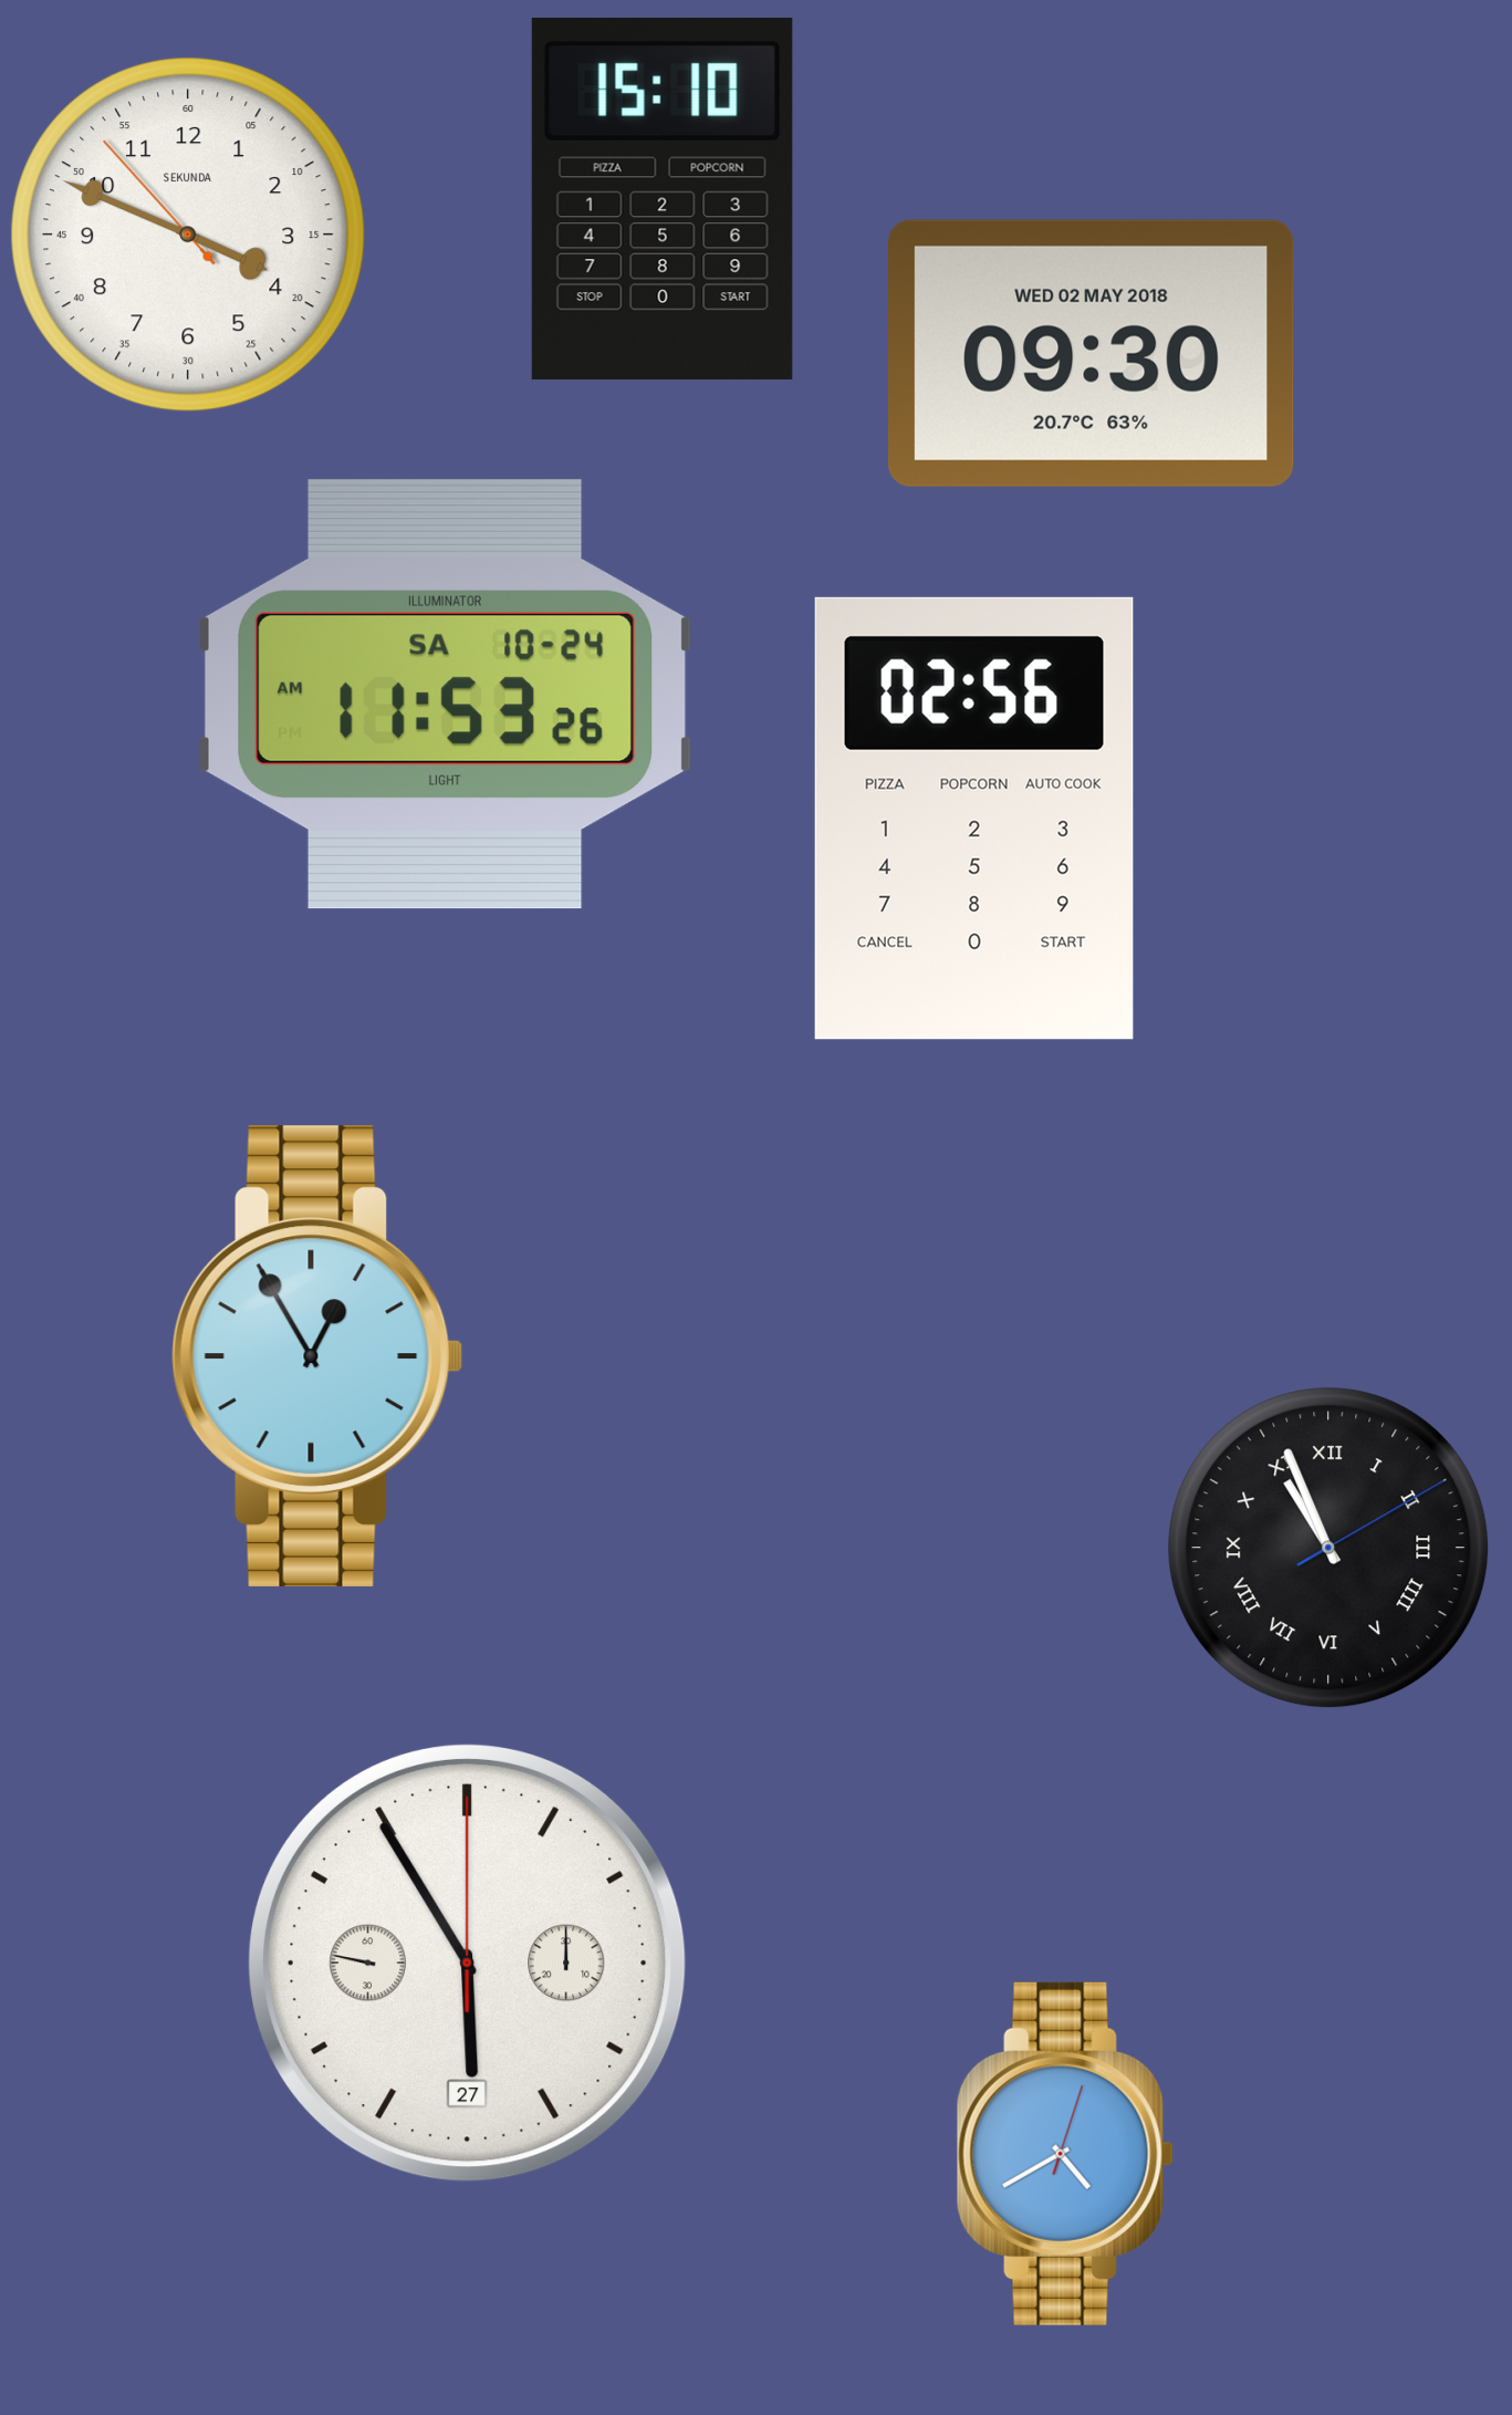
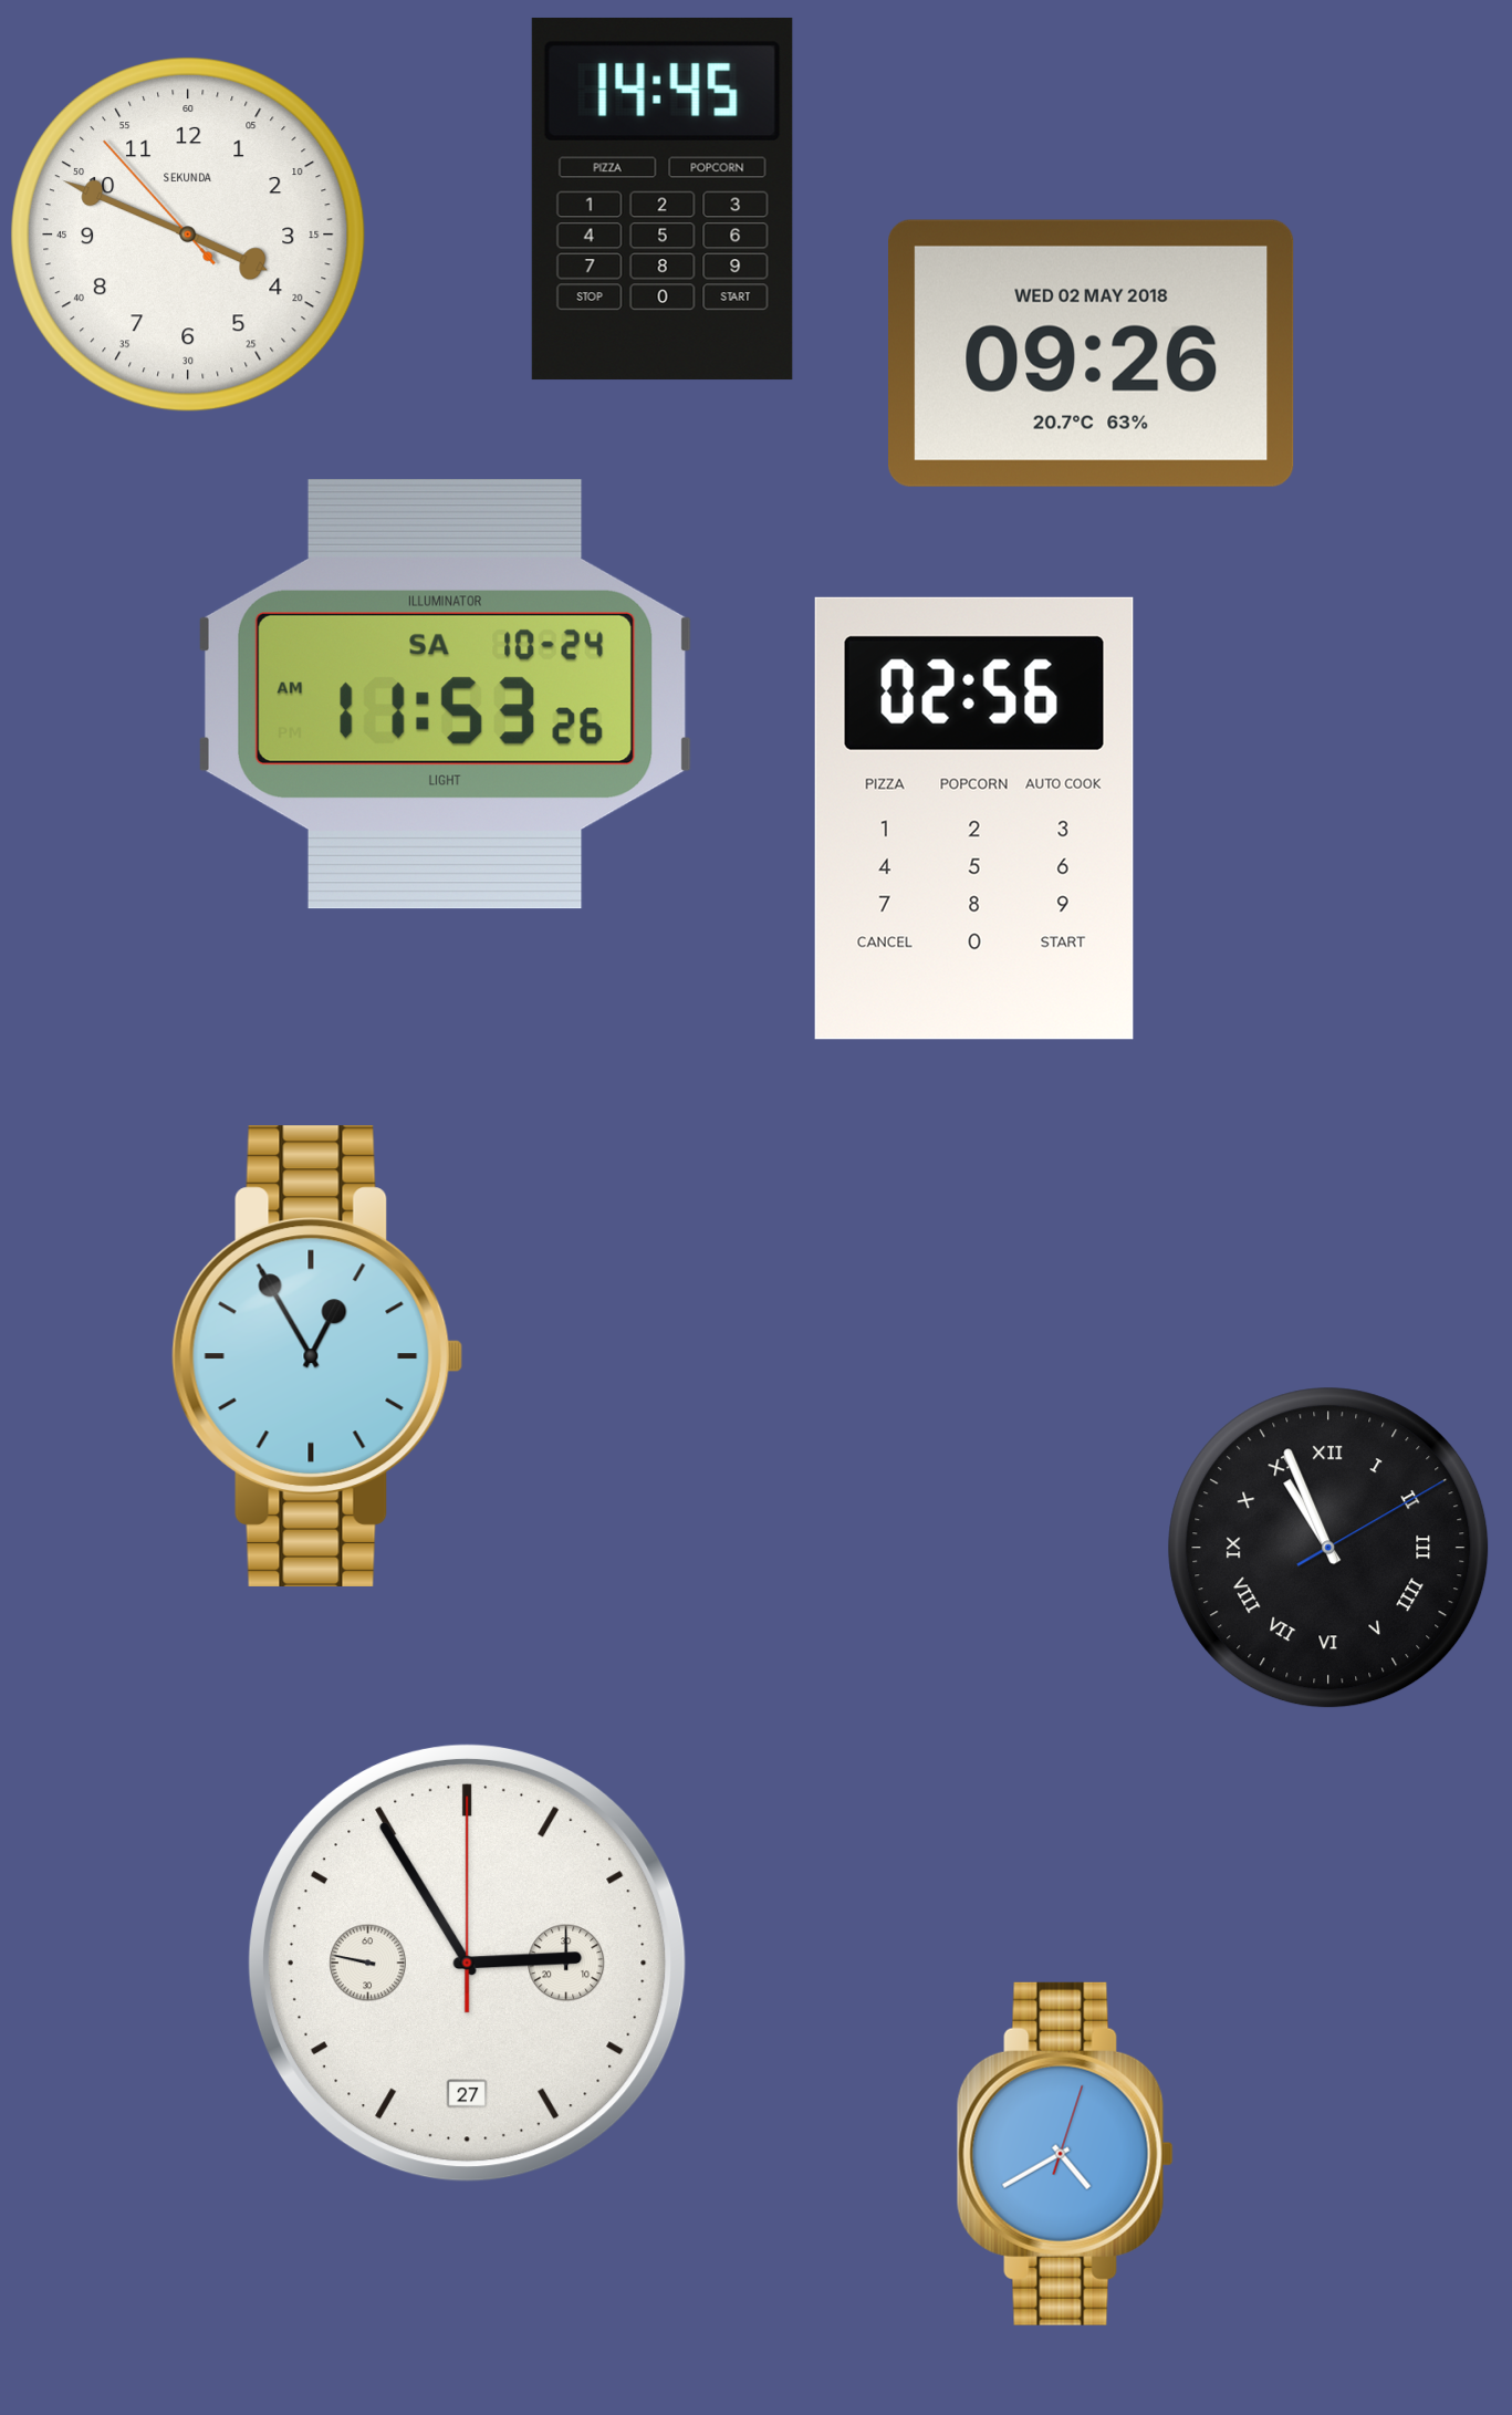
clock at (663, 199): 15:10 -> 14:45
clock at (1091, 353): 09:30 -> 09:26
clock at (467, 1963): 5:54 -> 2:54
